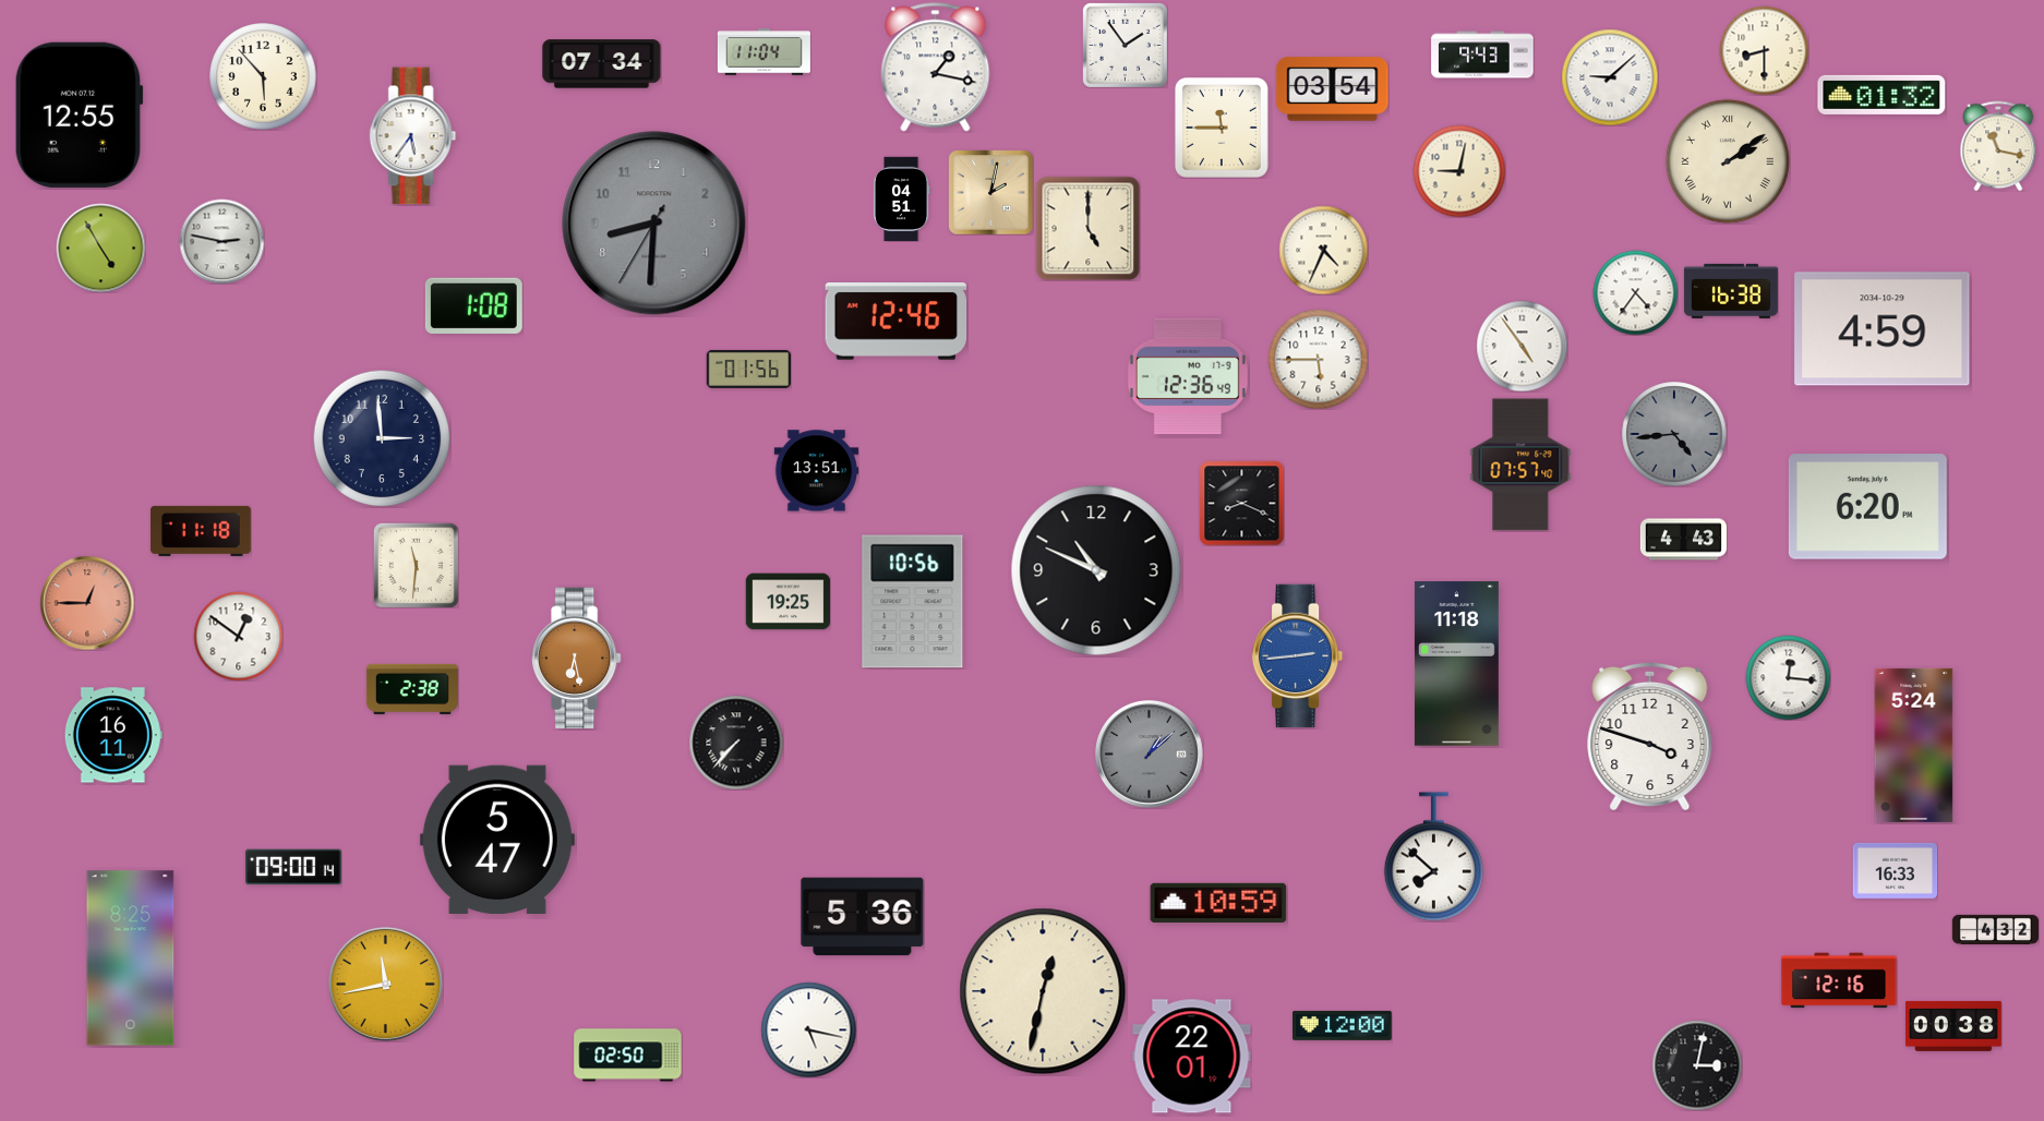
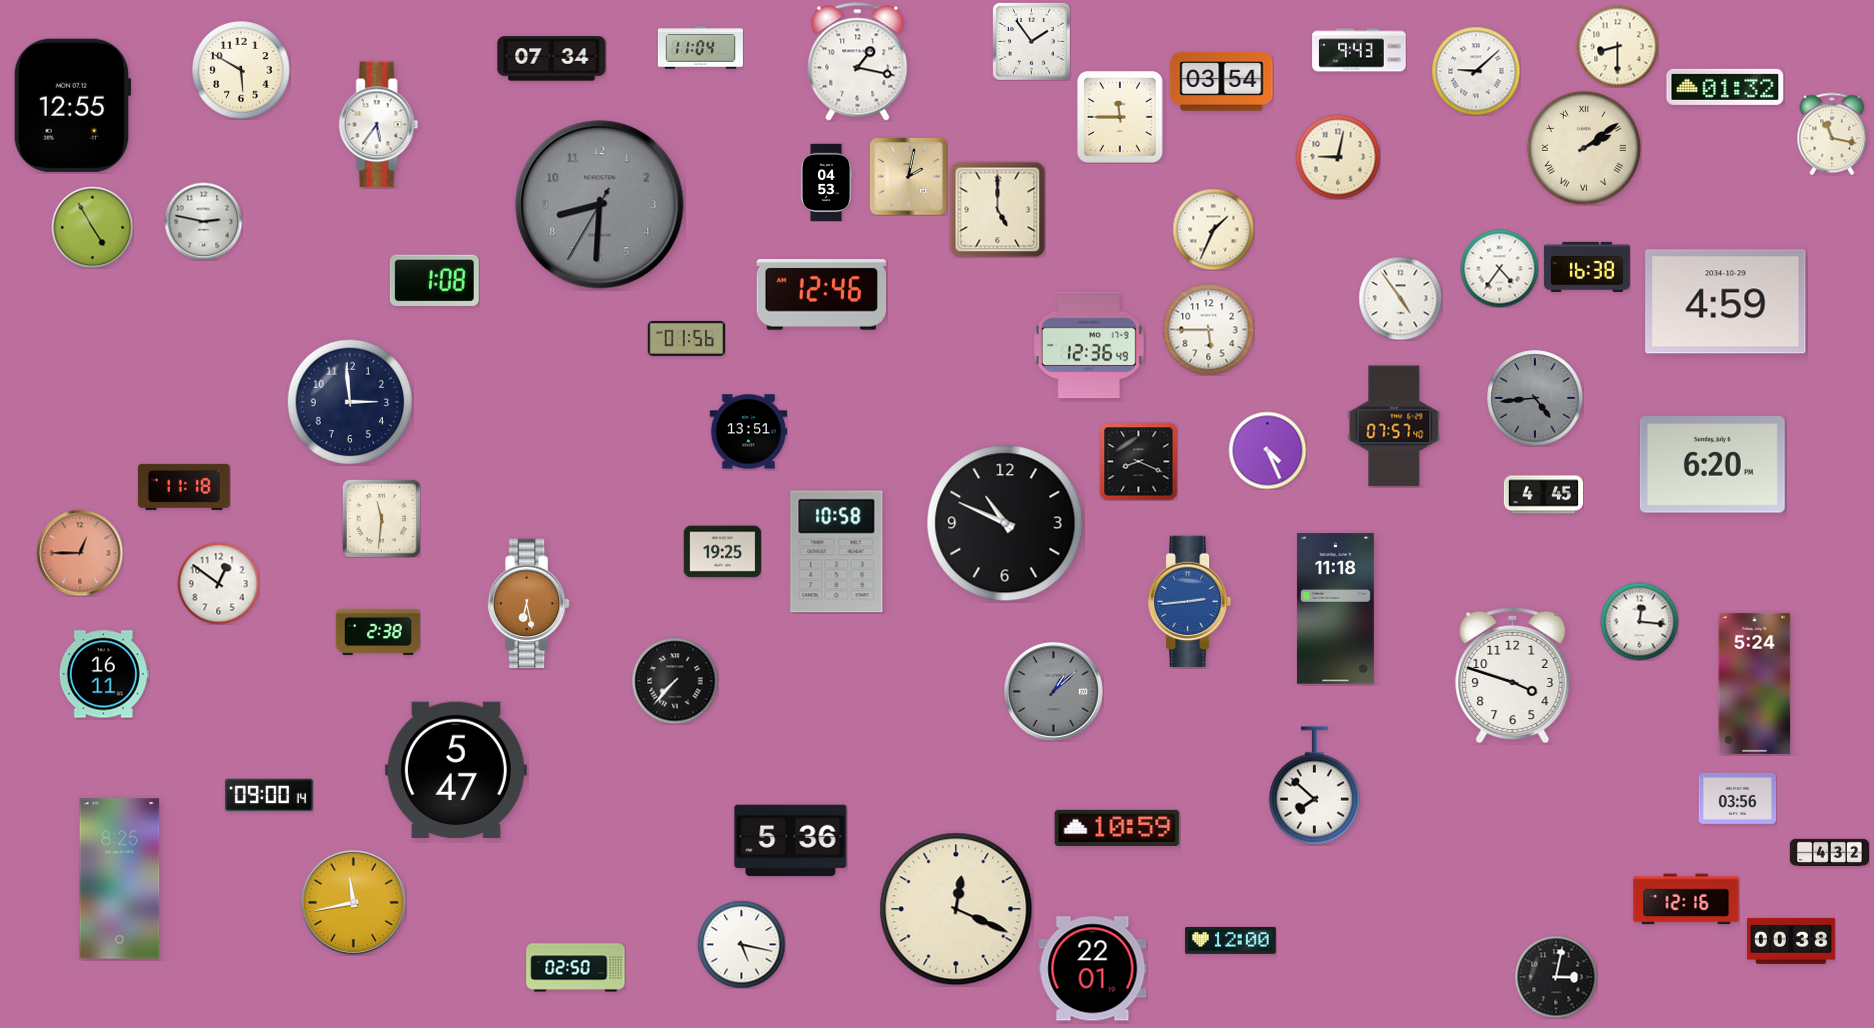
clock at (263, 76): 5:53 -> 5:50
clock at (901, 198): 04:51 -> 04:53
clock at (1323, 250): 4:34 -> 1:34
clock at (1522, 346) position: (1522, 346) -> (1400, 298)
clock at (1267, 450): none -> 4:26
clock at (1683, 540): 4:43 -> 4:45
clock at (913, 602): 10:56 -> 10:58
clock at (1895, 870): 16:33 -> 03:56
clock at (1043, 991): 12:32 -> 12:19
